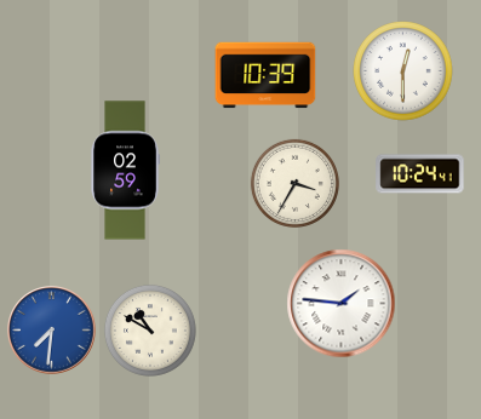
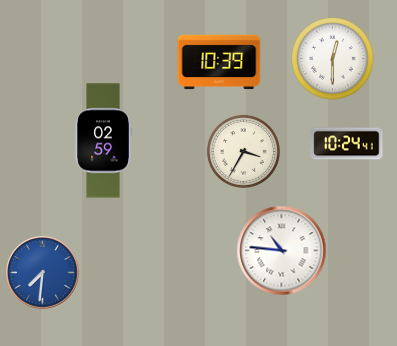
clock at (342, 304): 1:46 -> 10:46
clock at (150, 331): 10:50 -> none
